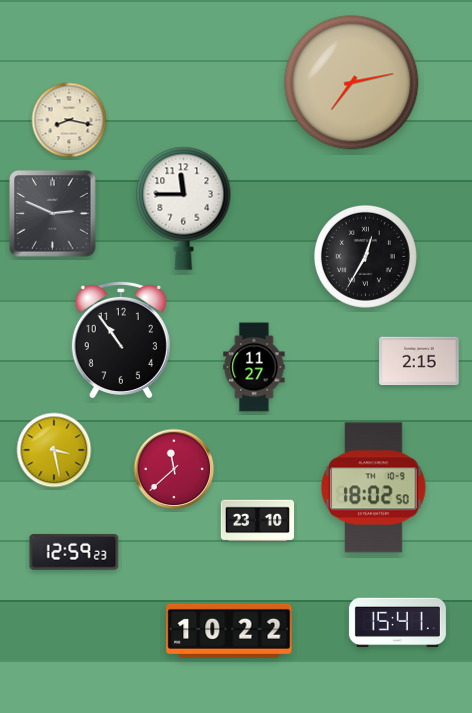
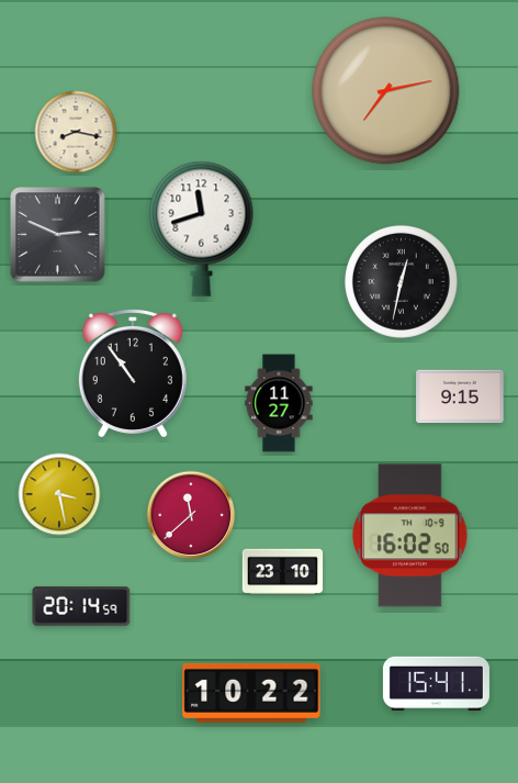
clock at (184, 208): 11:45 -> 11:42
clock at (365, 256): 12:35 -> 12:32
clock at (419, 361): 2:15 -> 9:15
clock at (374, 488): 18:02 -> 16:02
clock at (74, 552): 12:59 -> 20:14
